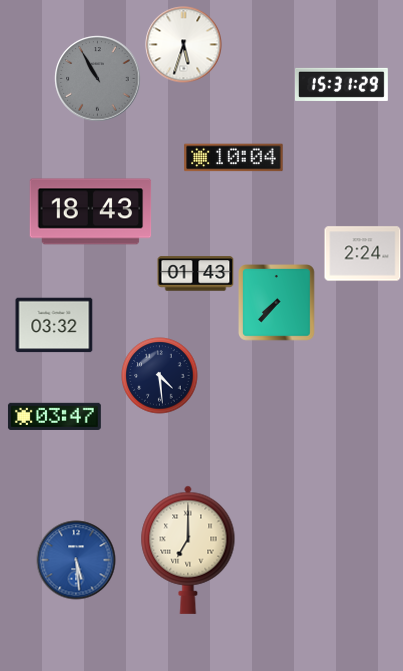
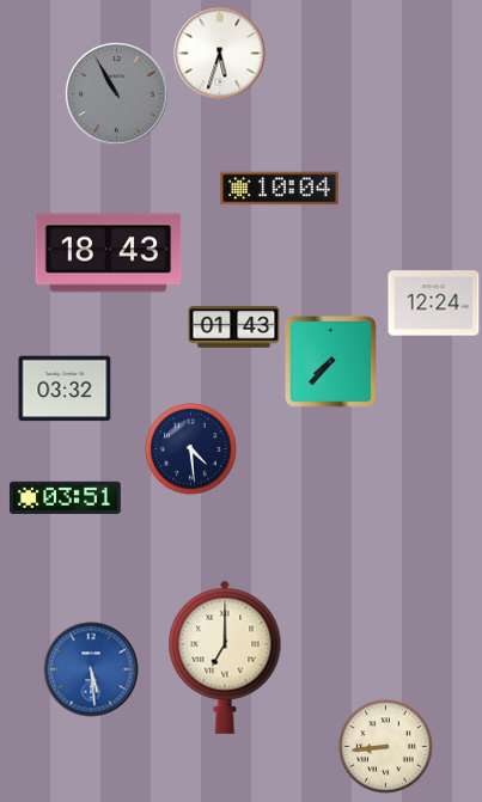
clock at (341, 84): 15:31 -> none
clock at (363, 254): 2:24 -> 12:24
clock at (54, 416): 03:47 -> 03:51
clock at (386, 747): none -> 8:44
